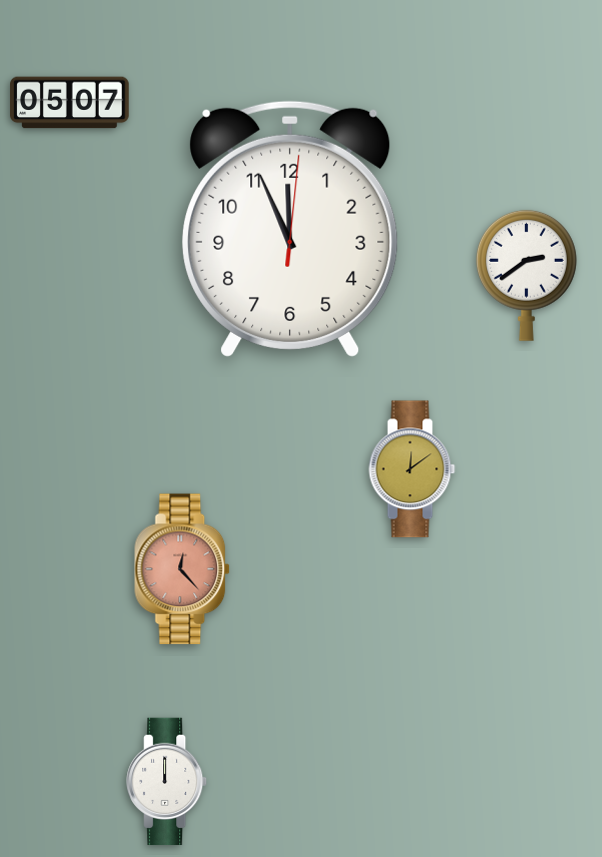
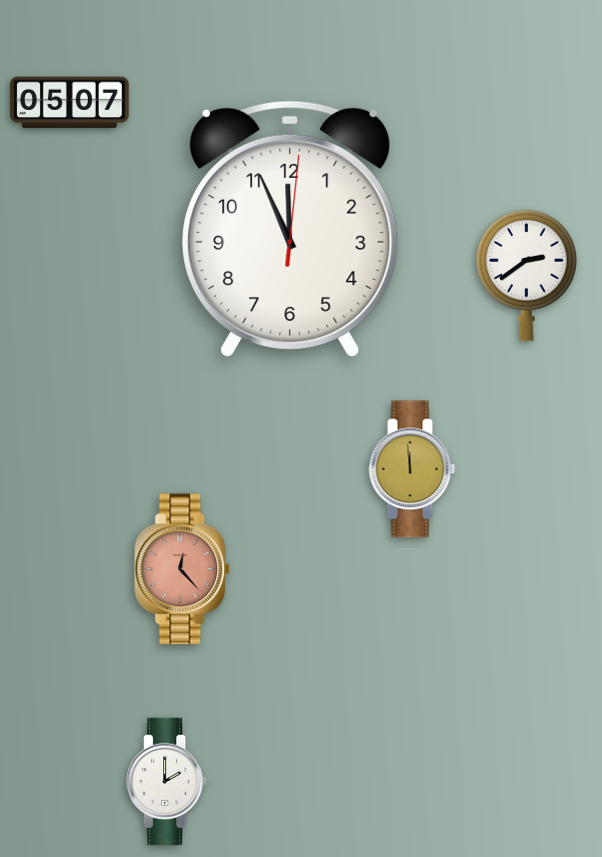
clock at (412, 469): 12:09 -> 11:59
clock at (167, 782): 12:00 -> 2:00
